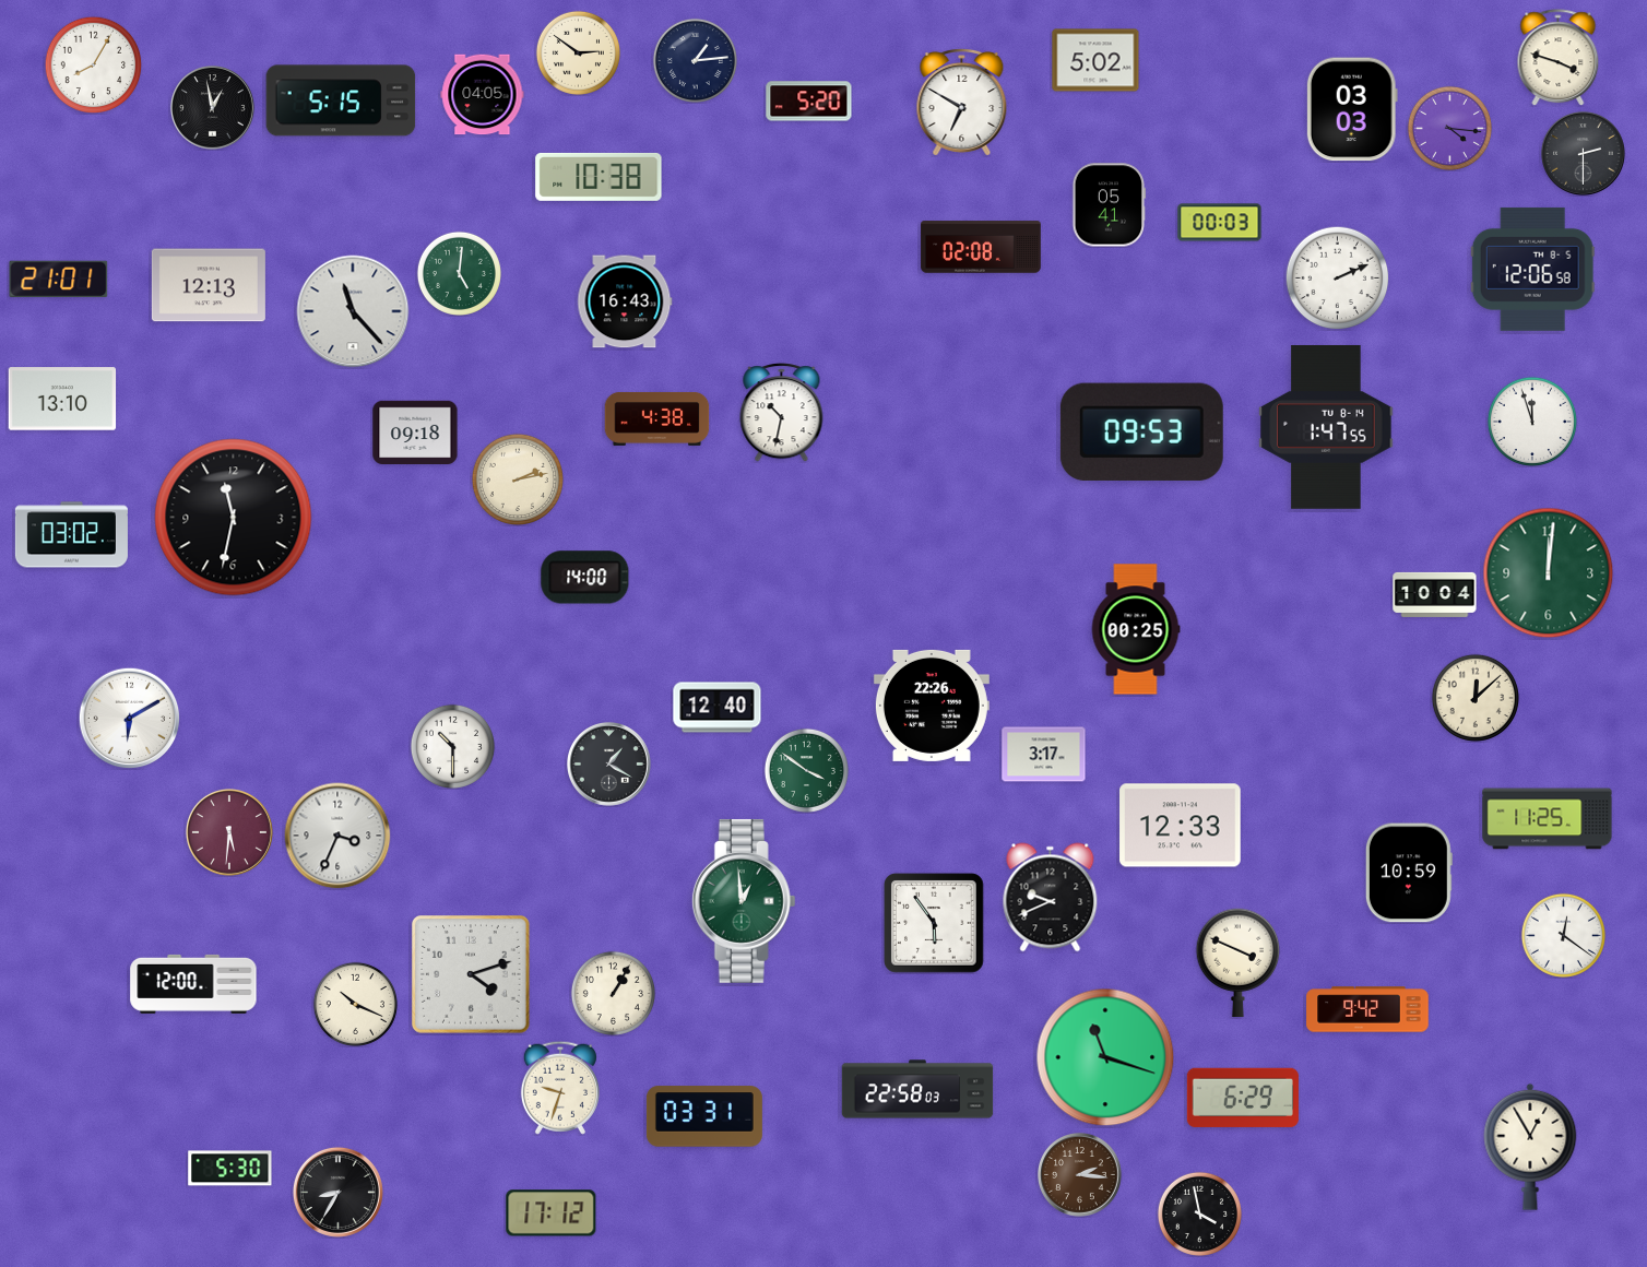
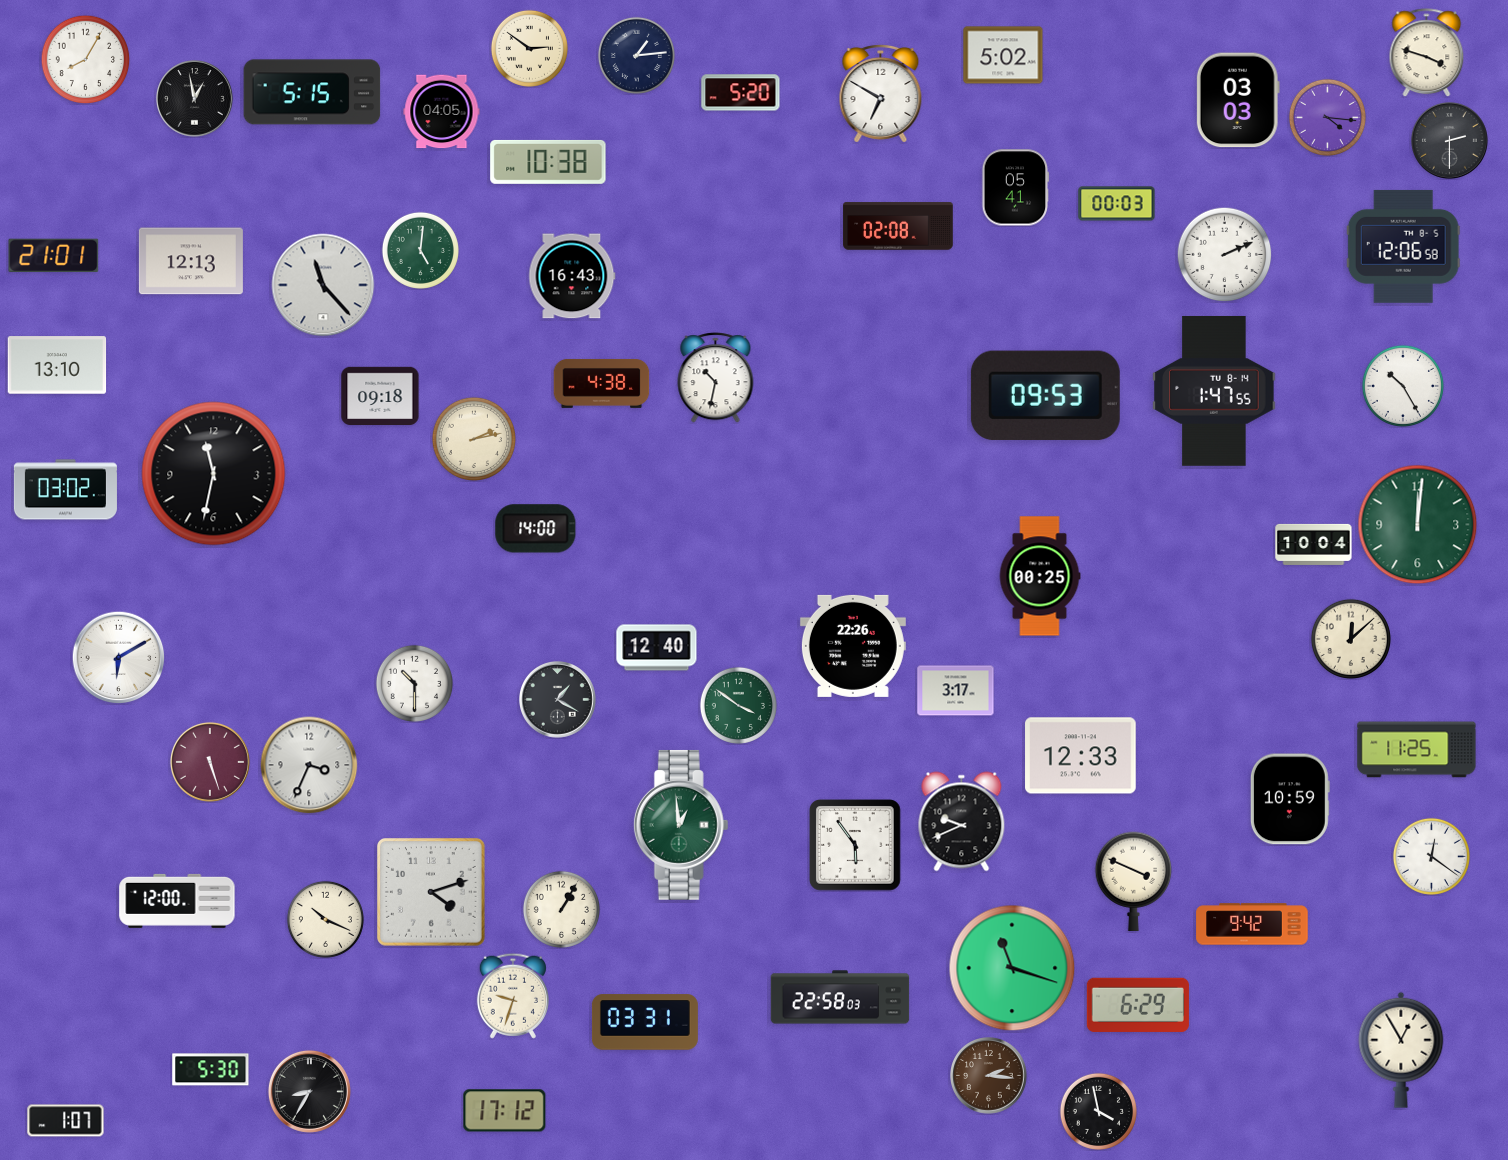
clock at (483, 95) position: (483, 95) -> (442, 112)
clock at (1531, 421): 11:57 -> 10:25
clock at (229, 832): 5:31 -> 5:27
clock at (66, 1121): none -> 1:07
